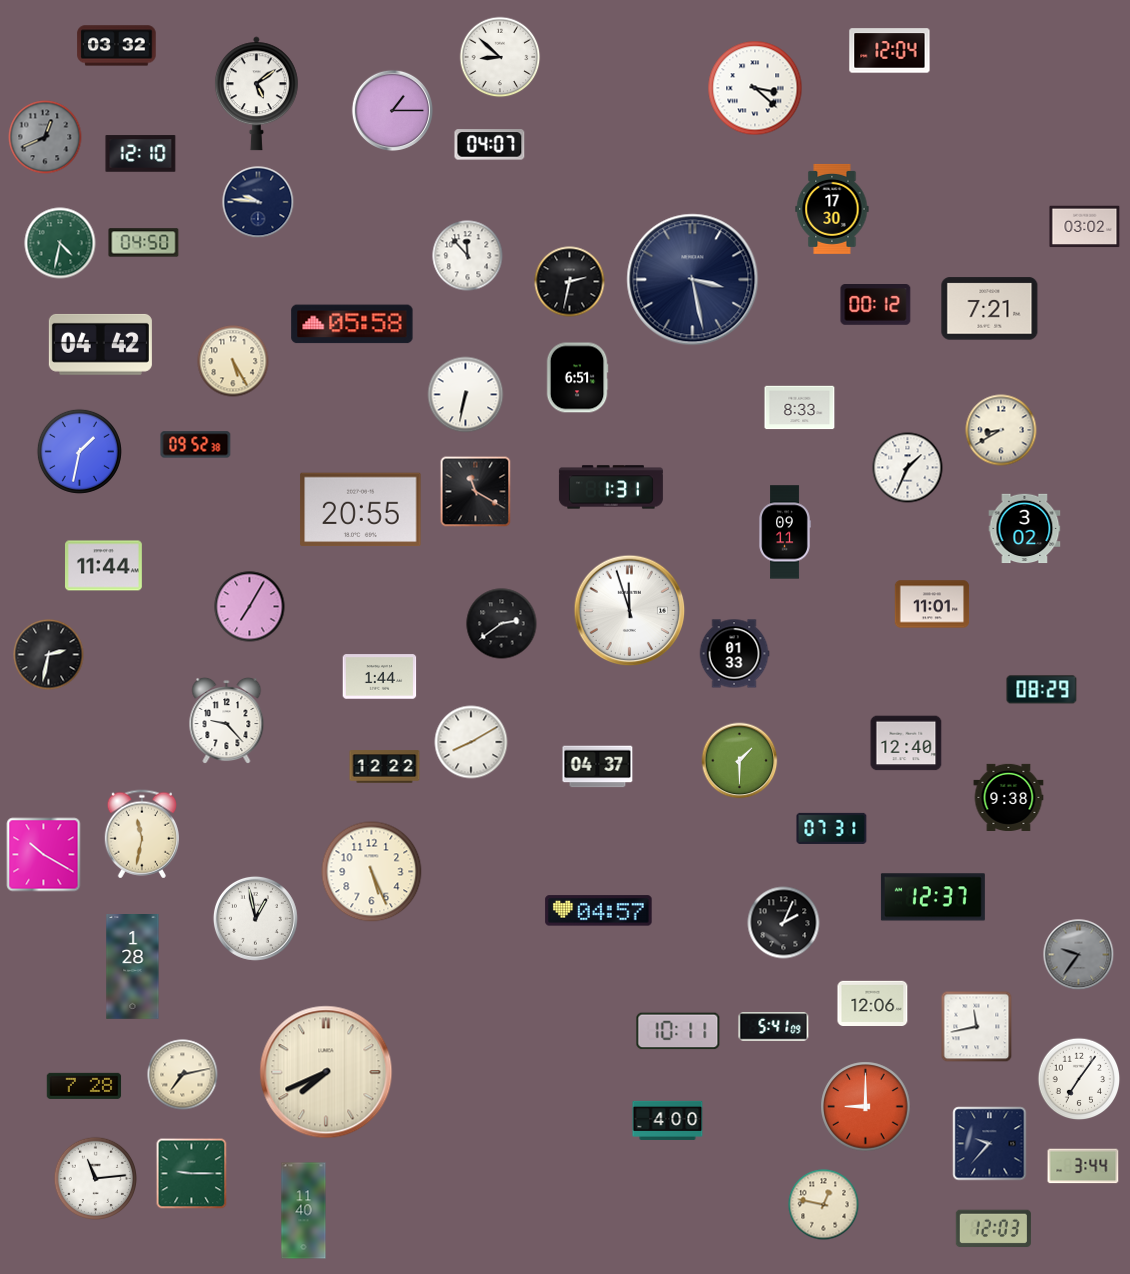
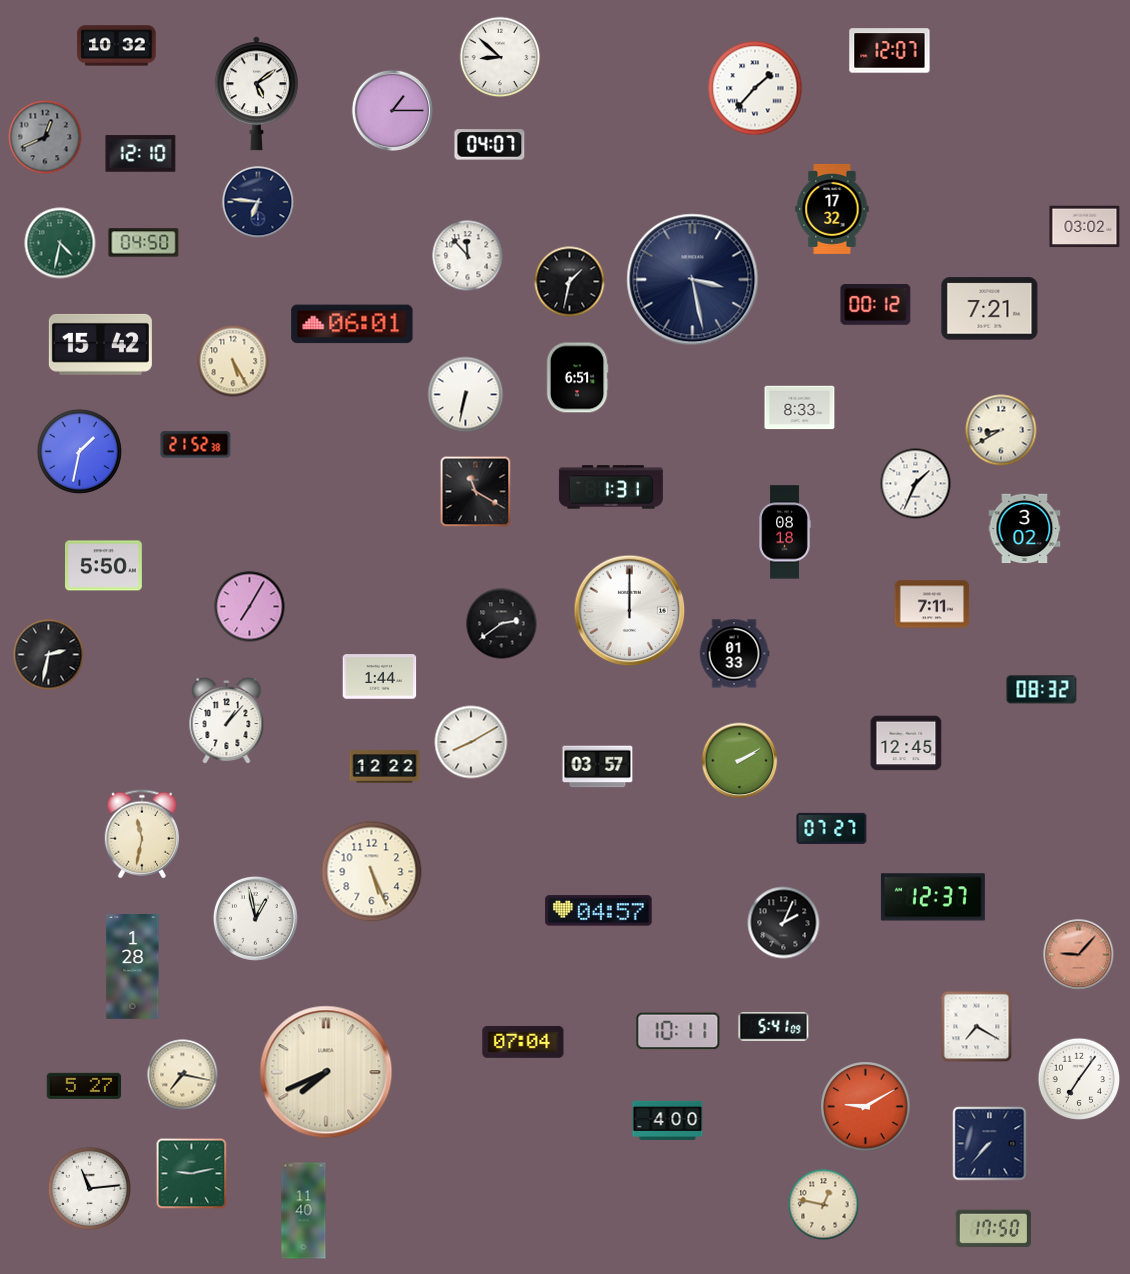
clock at (117, 46): 03:32 -> 10:32
clock at (890, 51): 12:04 -> 12:07
clock at (755, 88): 3:22 -> 1:37
clock at (258, 202): 9:46 -> 6:46
clock at (832, 209): 17:30 -> 17:32
clock at (570, 282): 2:32 -> 1:32
clock at (352, 324): 05:58 -> 06:01
clock at (100, 344): 04:42 -> 15:42
clock at (196, 445): 09:52 -> 21:52
clock at (908, 468) position: (908, 468) -> (916, 484)
clock at (361, 510): 20:55 -> none
clock at (785, 532): 09:11 -> 08:18
clock at (104, 566): 11:44 -> 5:50
clock at (932, 604): 11:01 -> 7:11
clock at (630, 611): 11:57 -> 12:00
clock at (1042, 690): 08:29 -> 08:32
clock at (227, 721): 9:23 -> 1:07
clock at (906, 743): 12:40 -> 12:45
clock at (740, 761): 1:30 -> 2:10
clock at (598, 767): 04:37 -> 03:57
clock at (1009, 797): 9:38 -> none
clock at (832, 828): 07:31 -> 07:27
clock at (44, 855): 10:20 -> none
clock at (1079, 955): 9:36 -> 9:07
clock at (1079, 955) dial: grey -> salmon
clock at (873, 1003): 12:06 -> none
clock at (977, 1027): 11:43 -> 7:20
clock at (523, 1042): none -> 07:04
clock at (183, 1075): 7:13 -> 7:17
clock at (84, 1086): 7:28 -> 5:27
clock at (866, 1107): 9:00 -> 9:10
clock at (990, 1144): 9:37 -> 7:37
clock at (1083, 1166): 3:44 -> none
clock at (192, 1174): 9:15 -> 9:13
clock at (95, 1178) position: (95, 1178) -> (89, 1188)
clock at (993, 1229): 12:03 -> 17:50
